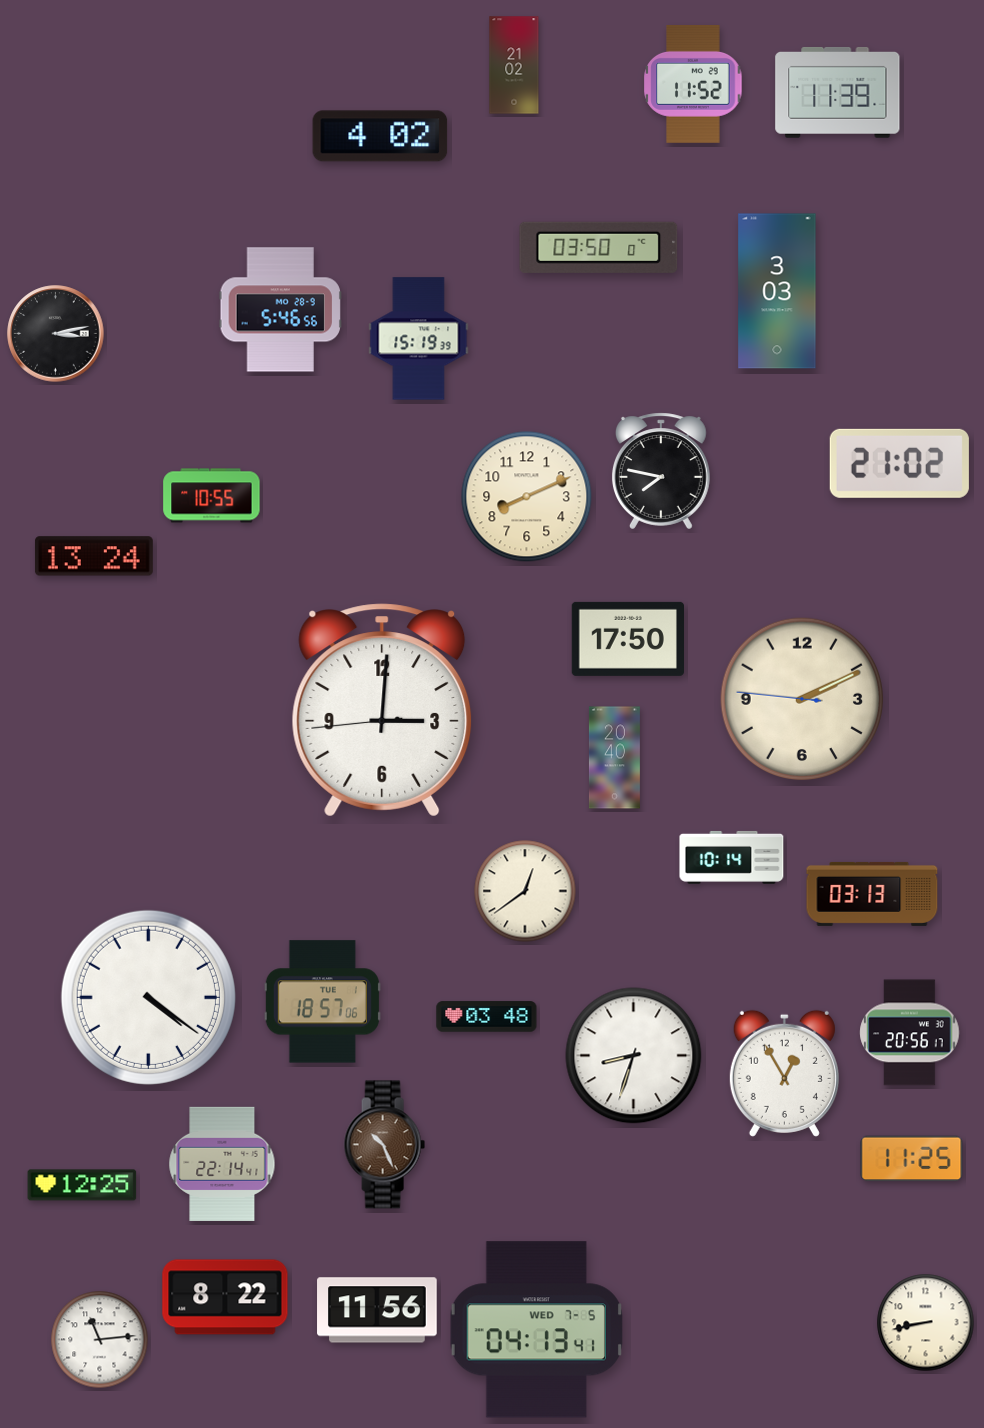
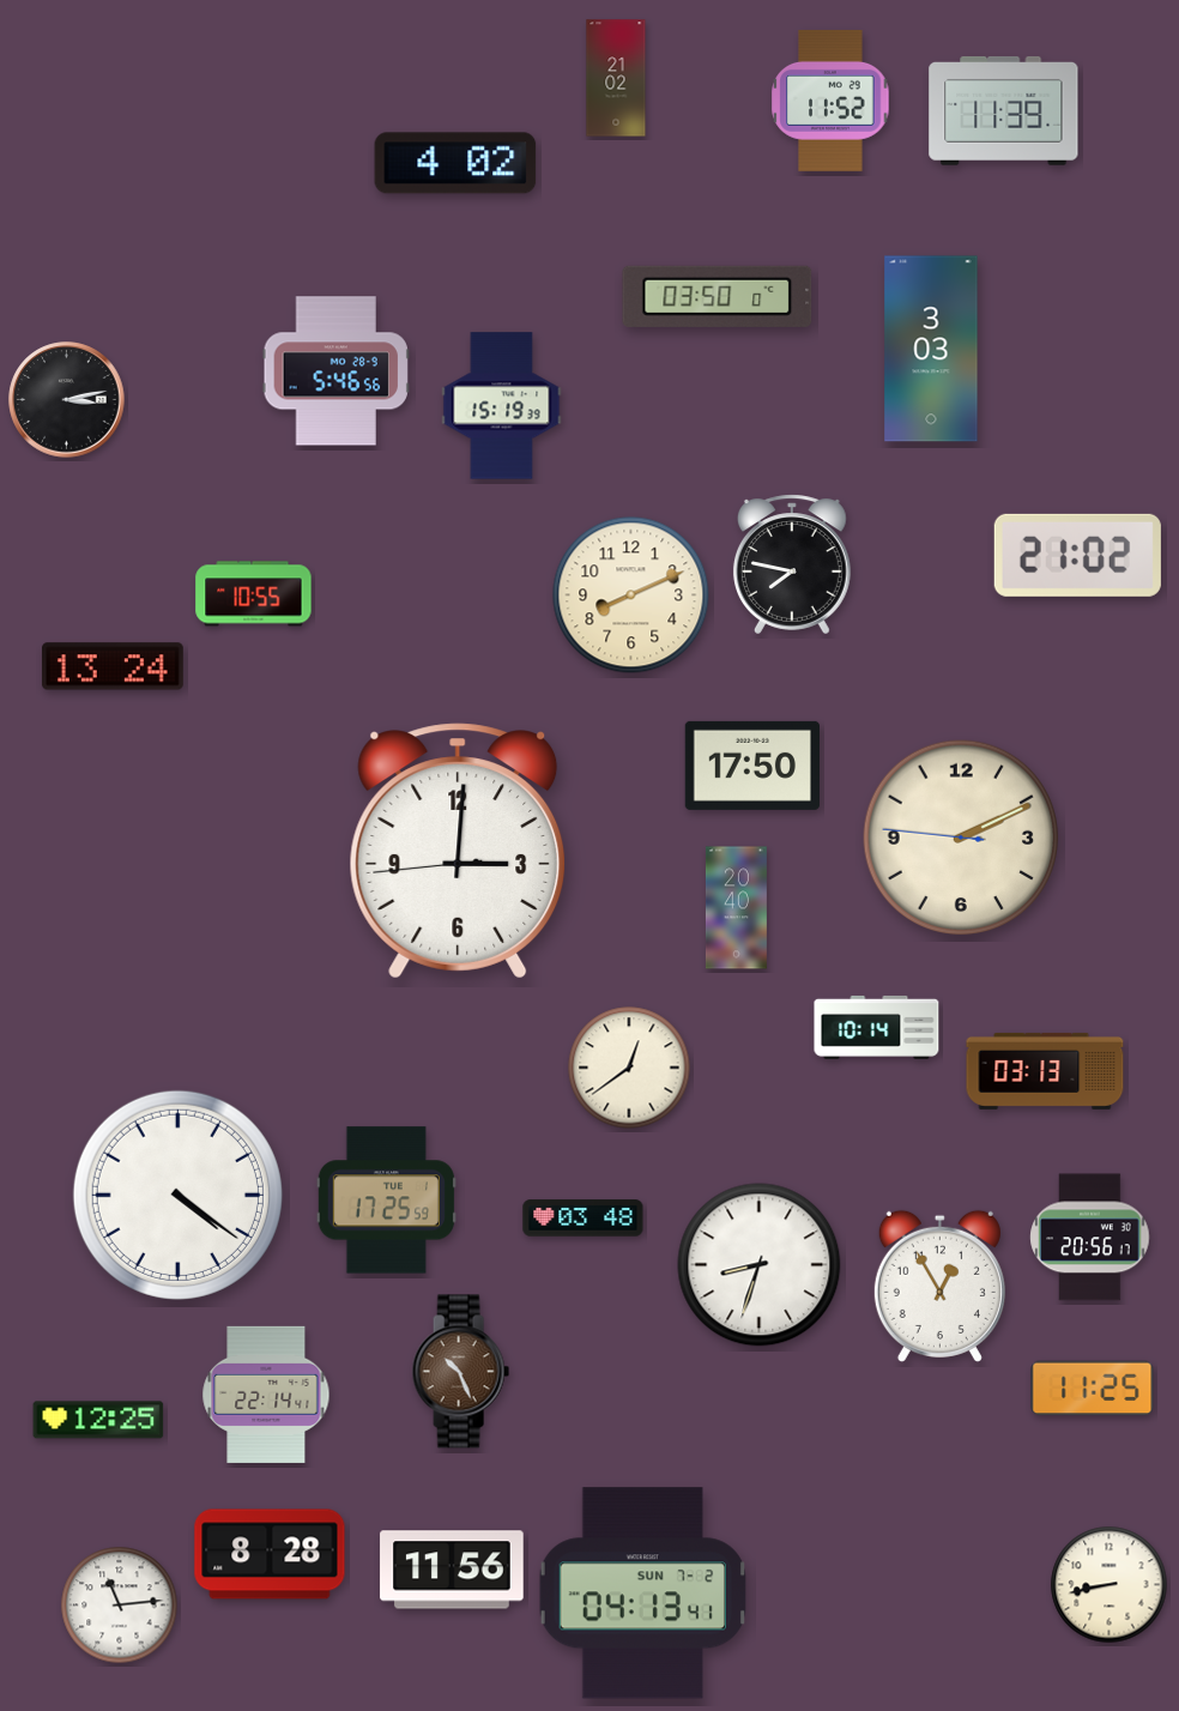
clock at (322, 1002): 18:57 -> 17:25
clock at (225, 1297): 8:22 -> 8:28
clock at (536, 1330) date: WED 7-5 -> SUN 7-2
